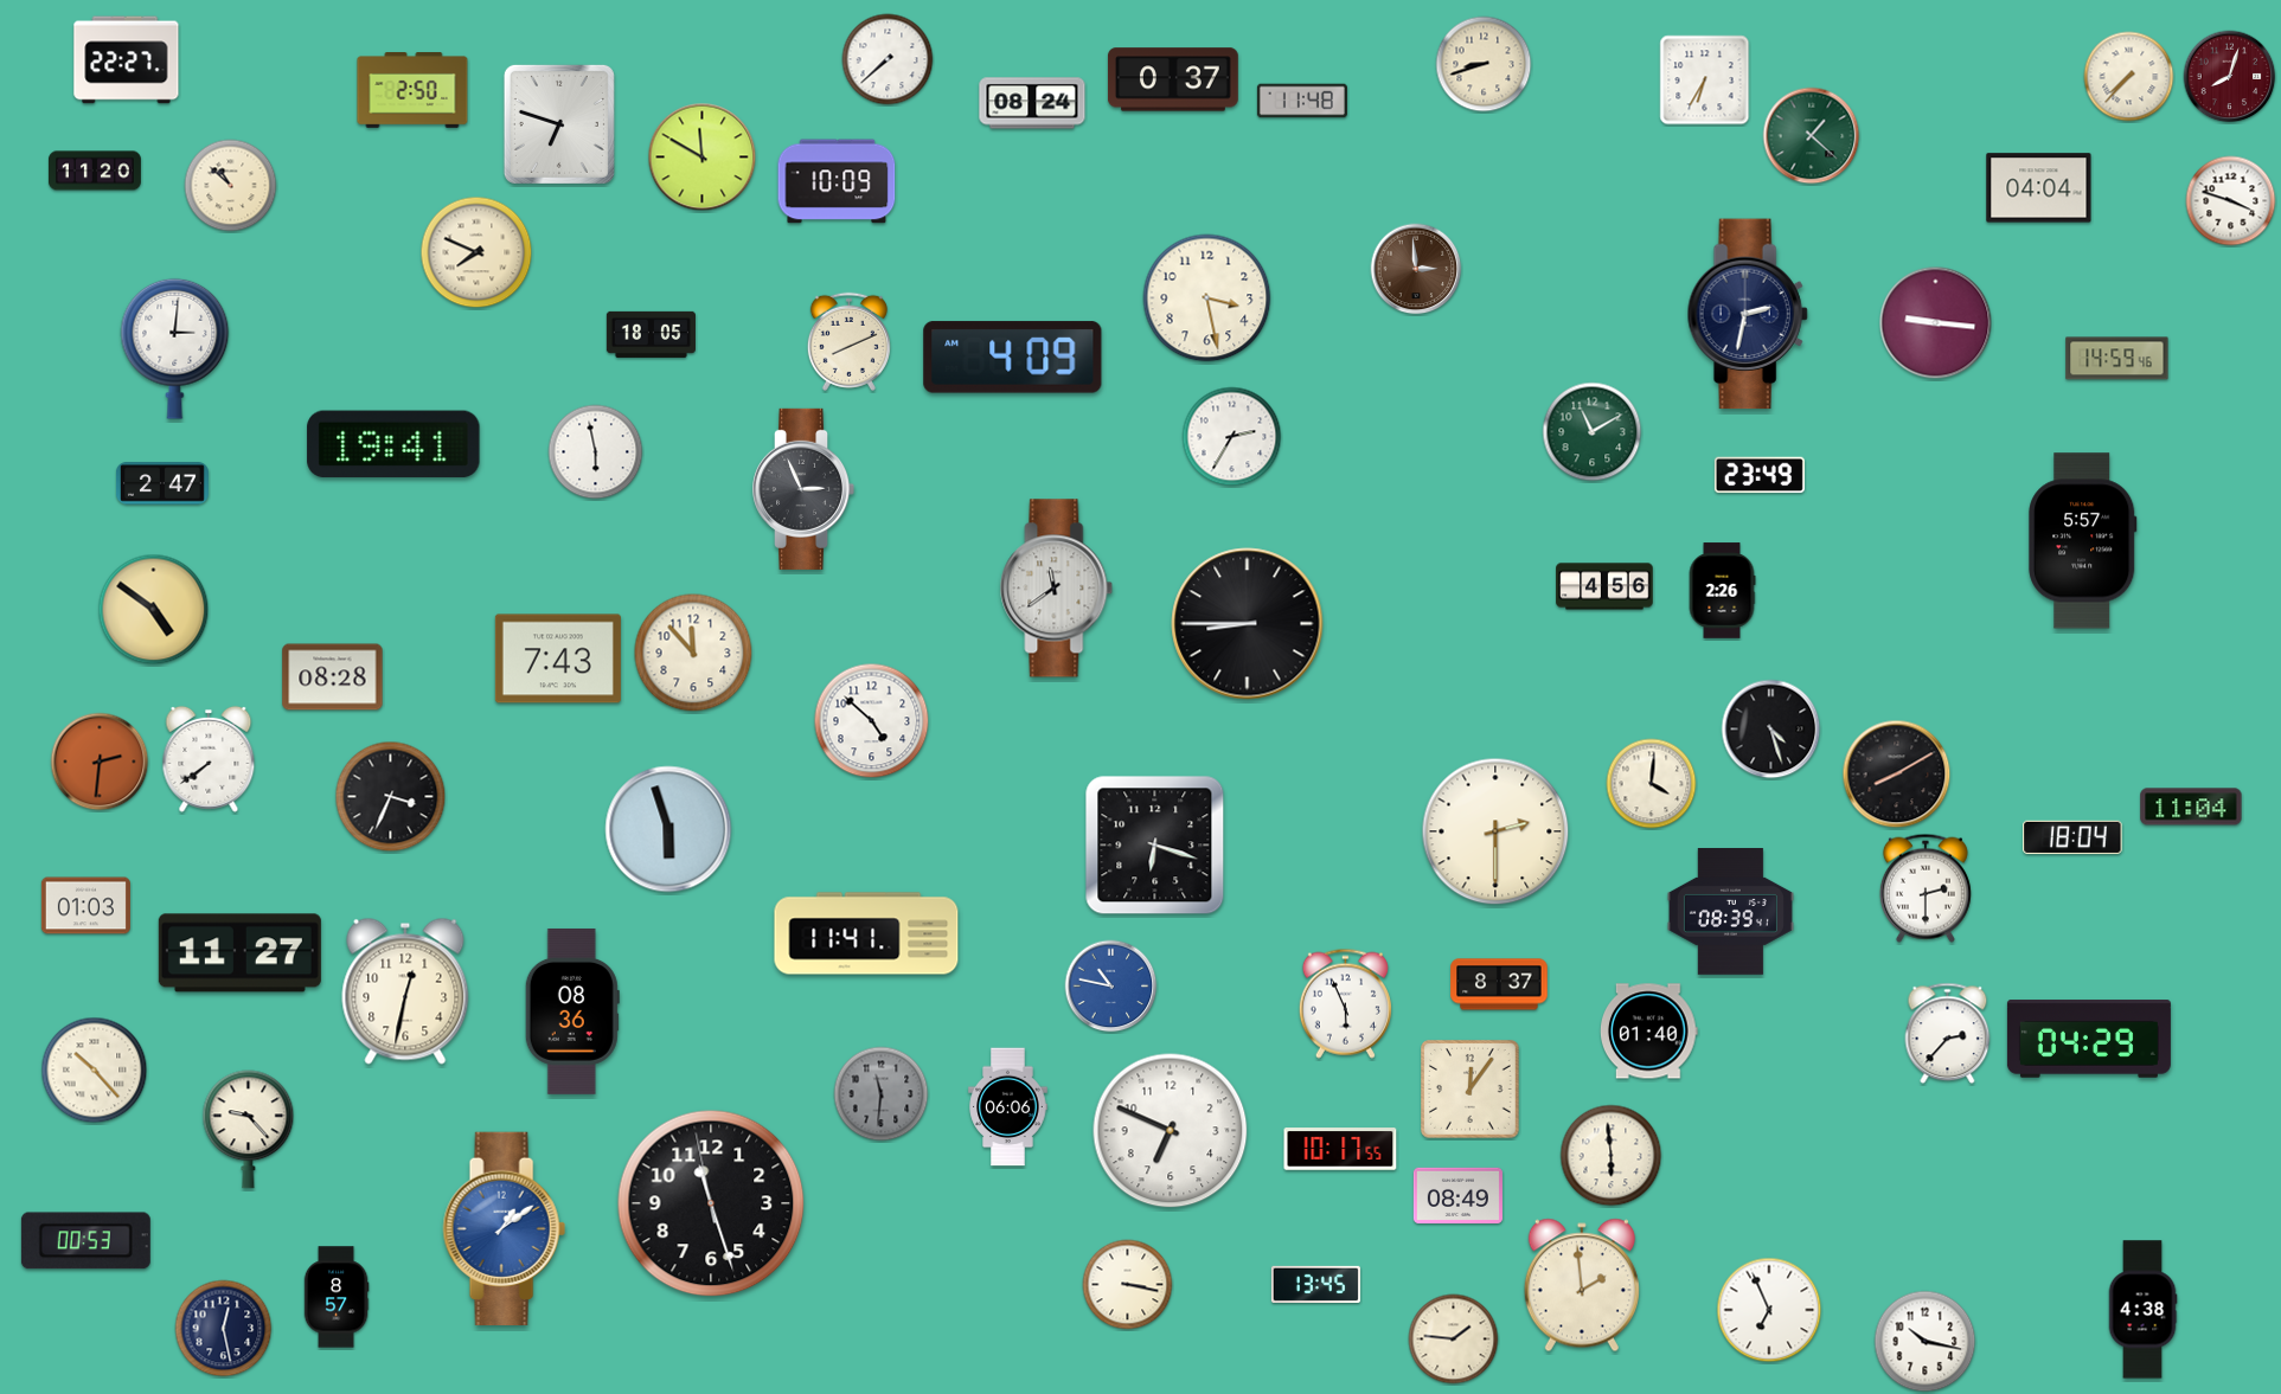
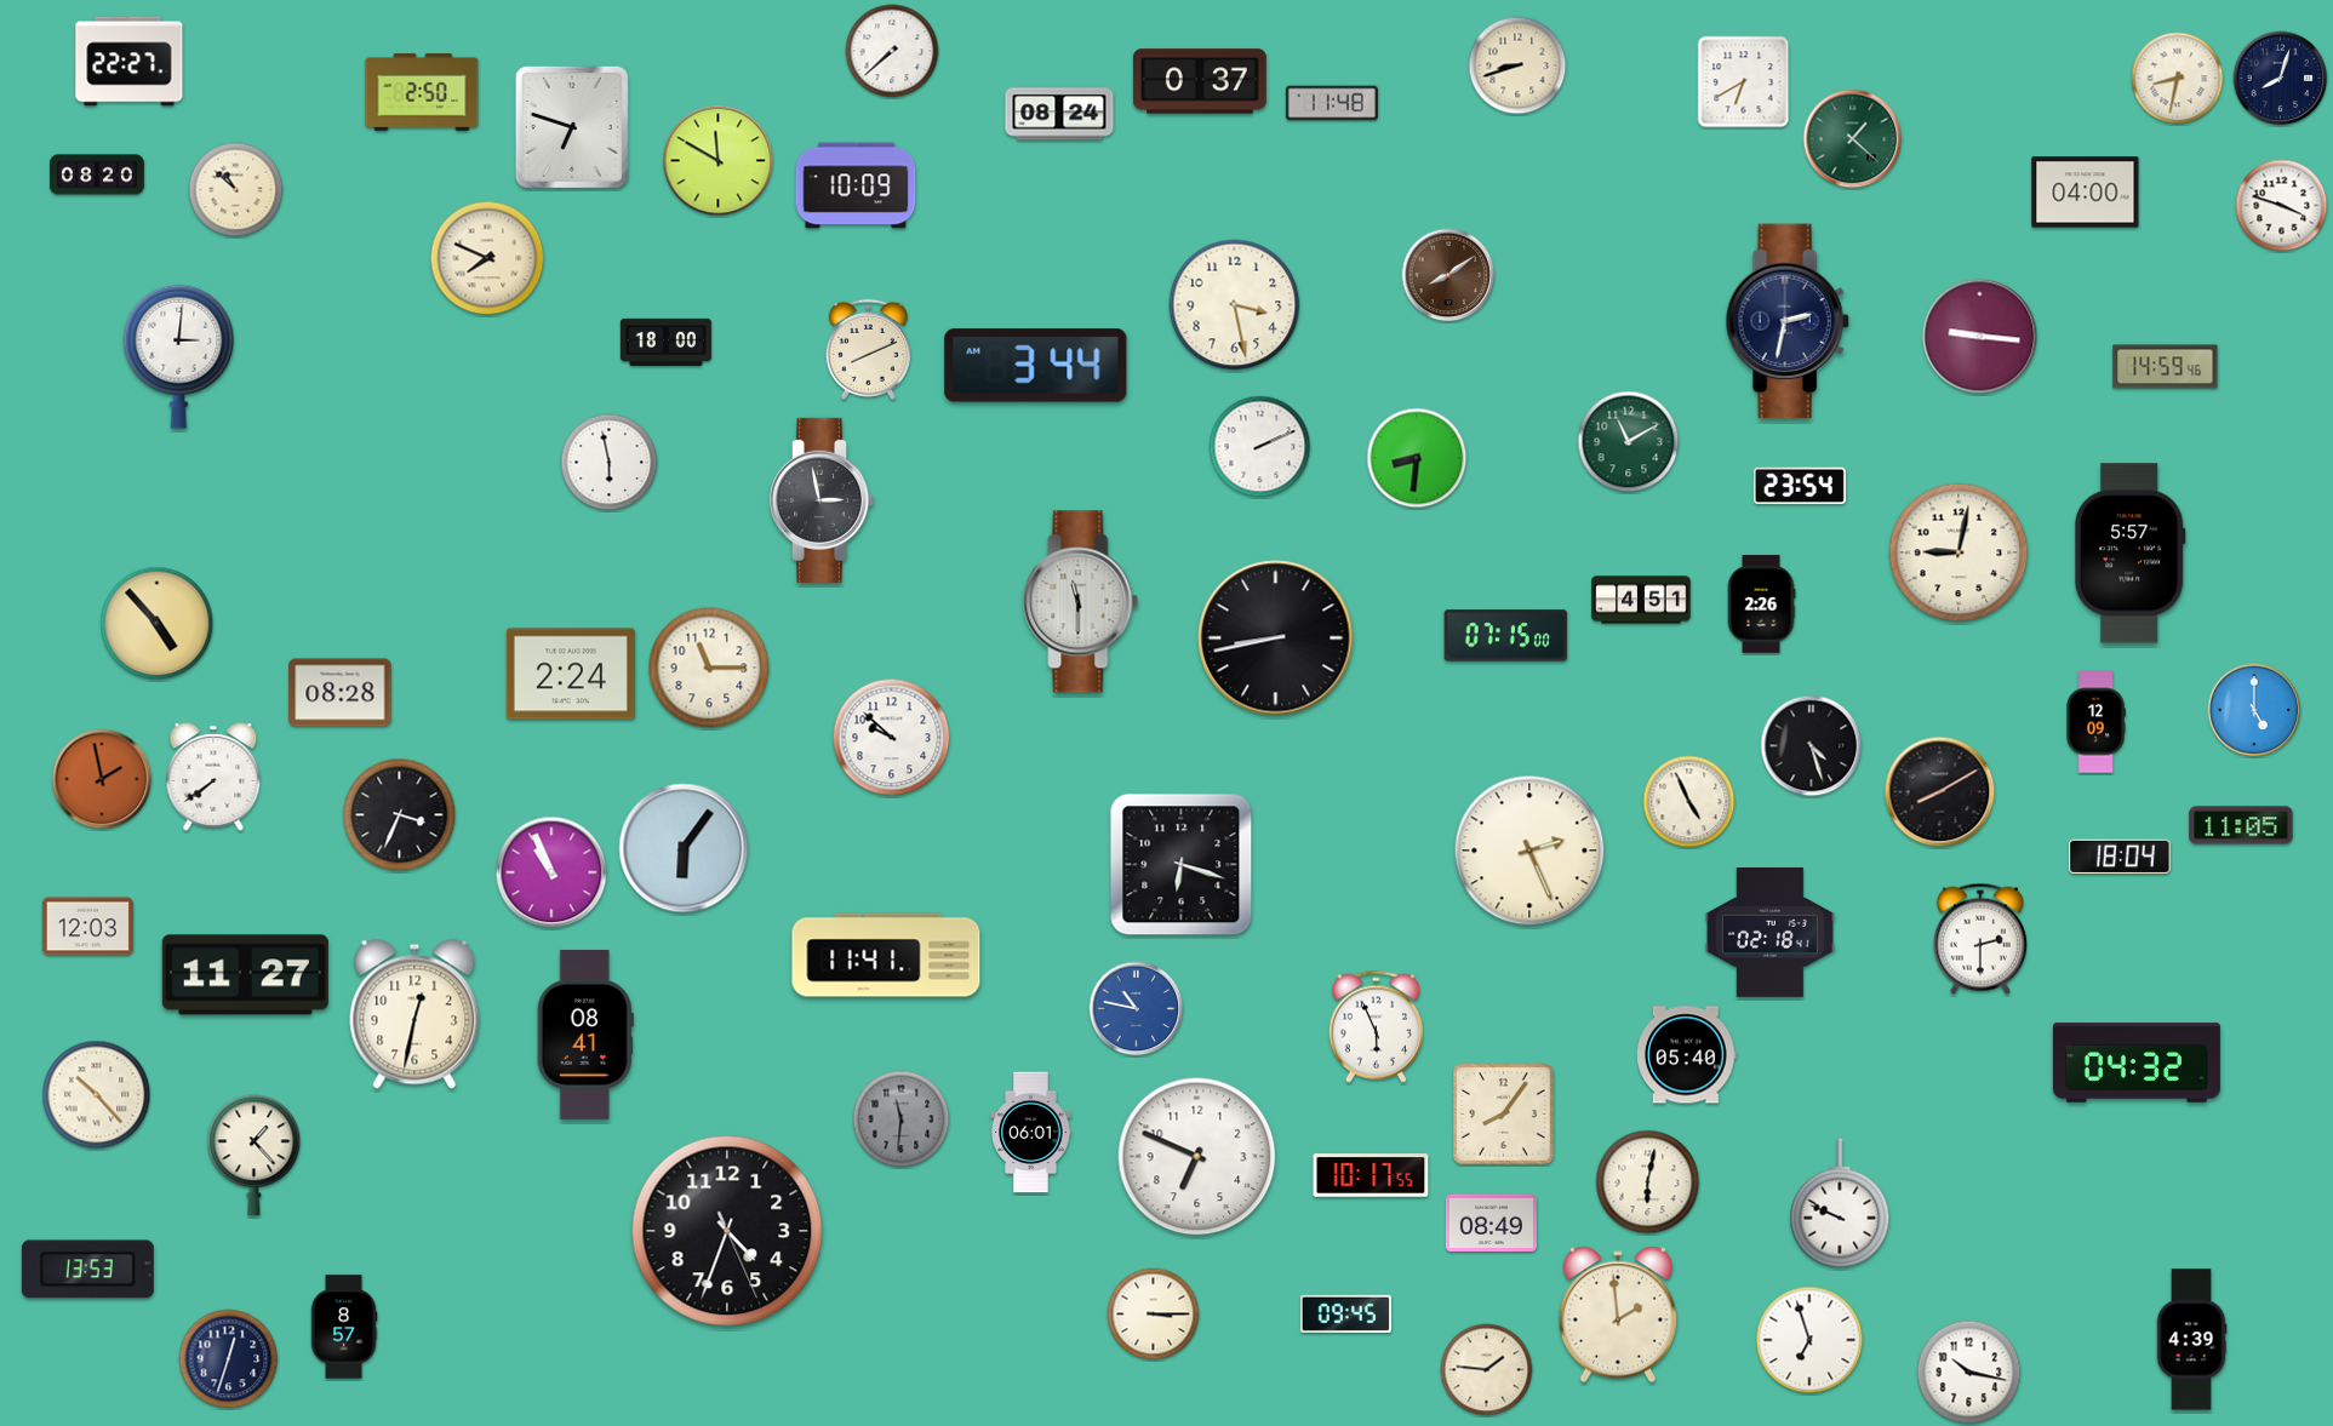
clock at (888, 59) position: (888, 59) -> (892, 51)
clock at (2129, 77): 7:37 -> 8:32
clock at (2230, 77) dial: burgundy -> navy
clock at (1705, 81): 6:35 -> 6:40
clock at (1032, 103) position: (1032, 103) -> (1059, 114)
clock at (95, 171): 11:20 -> 08:20
clock at (2039, 188): 04:04 -> 04:00
clock at (1416, 269): 2:59 -> 8:09
clock at (1936, 323) position: (1936, 323) -> (1980, 337)
clock at (651, 334): 18:05 -> 18:00
clock at (1013, 358): 4:09 -> 3:44
clock at (1232, 437): 2:35 -> 2:11
clock at (393, 444): 19:41 -> none
clock at (1417, 458): none -> 8:31
clock at (1760, 475): 23:49 -> 23:54
clock at (162, 483): 2:47 -> none
clock at (803, 489): 2:56 -> 2:58
clock at (1959, 552): none -> 9:02
clock at (1604, 586): 4:56 -> 4:51
clock at (1057, 589): 11:39 -> 11:30
clock at (154, 610): 4:51 -> 4:53
clock at (1506, 636): none -> 07:15
clock at (1248, 624): 8:45 -> 8:43
clock at (693, 653): 11:53 -> 11:15
clock at (558, 659): 7:43 -> 2:24
clock at (2254, 710): none -> 5:00
clock at (2095, 722): none -> 12:09
clock at (872, 721): 4:52 -> 9:52
clock at (100, 762): 2:31 -> 1:58
clock at (1652, 784): 4:01 -> 4:56
clock at (2191, 807): 11:04 -> 11:05
clock at (668, 829): 5:57 -> 6:06
clock at (1495, 831): 2:30 -> 2:26
clock at (551, 872): none -> 10:56
clock at (1926, 888) position: (1926, 888) -> (1980, 939)
clock at (85, 906): 01:03 -> 12:03
clock at (1730, 912): 08:39 -> 02:18
clock at (1499, 984): 8:37 -> none
clock at (572, 1011): 08:36 -> 08:41
clock at (1649, 1032): 01:40 -> 05:40
clock at (1948, 1034): 2:37 -> none
clock at (2089, 1039): 04:29 -> 04:32
clock at (1471, 1090): 12:06 -> 8:06
clock at (1008, 1107): 06:06 -> 06:01
clock at (249, 1130): 9:23 -> 1:23
clock at (1612, 1156): 5:59 -> 6:02
clock at (1840, 1203): none -> 9:49
clock at (711, 1203): 11:26 -> 4:33
clock at (504, 1228): 1:09 -> none
clock at (85, 1241): 00:53 -> 13:53
clock at (1315, 1284): 13:45 -> 09:45
clock at (1128, 1285): 3:17 -> 3:15
clock at (1769, 1310): 6:56 -> 6:57
clock at (2142, 1310): 4:38 -> 4:39
clock at (224, 1329): 12:28 -> 12:33
